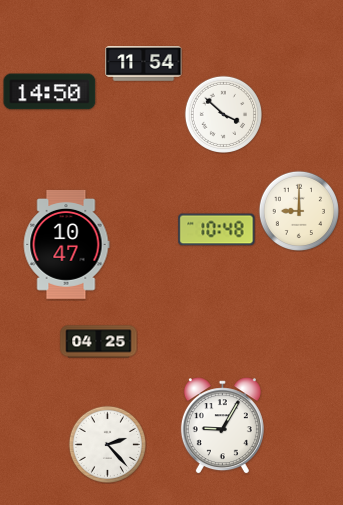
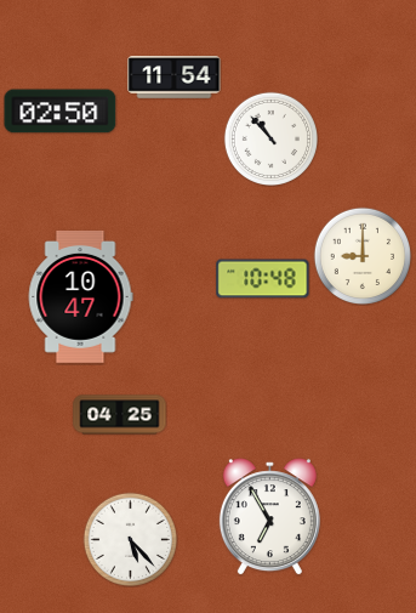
clock at (50, 92): 14:50 -> 02:50
clock at (223, 114): 3:52 -> 10:53
clock at (222, 426): 9:05 -> 6:55
clock at (107, 444): 2:23 -> 5:23
